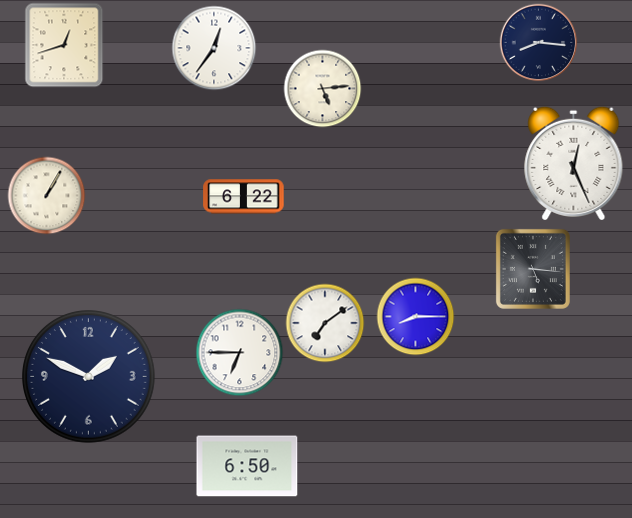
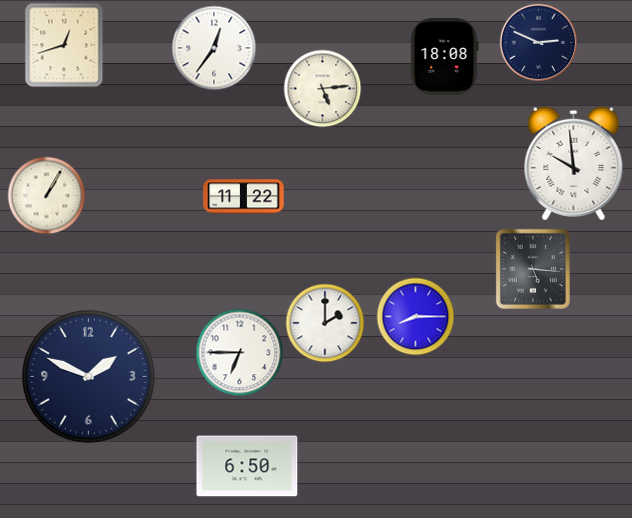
clock at (538, 42): 8:16 -> 2:49
clock at (445, 57): none -> 18:08
clock at (574, 162): 12:26 -> 9:59
clock at (244, 197): 6:22 -> 11:22
clock at (325, 323): 7:09 -> 2:00
